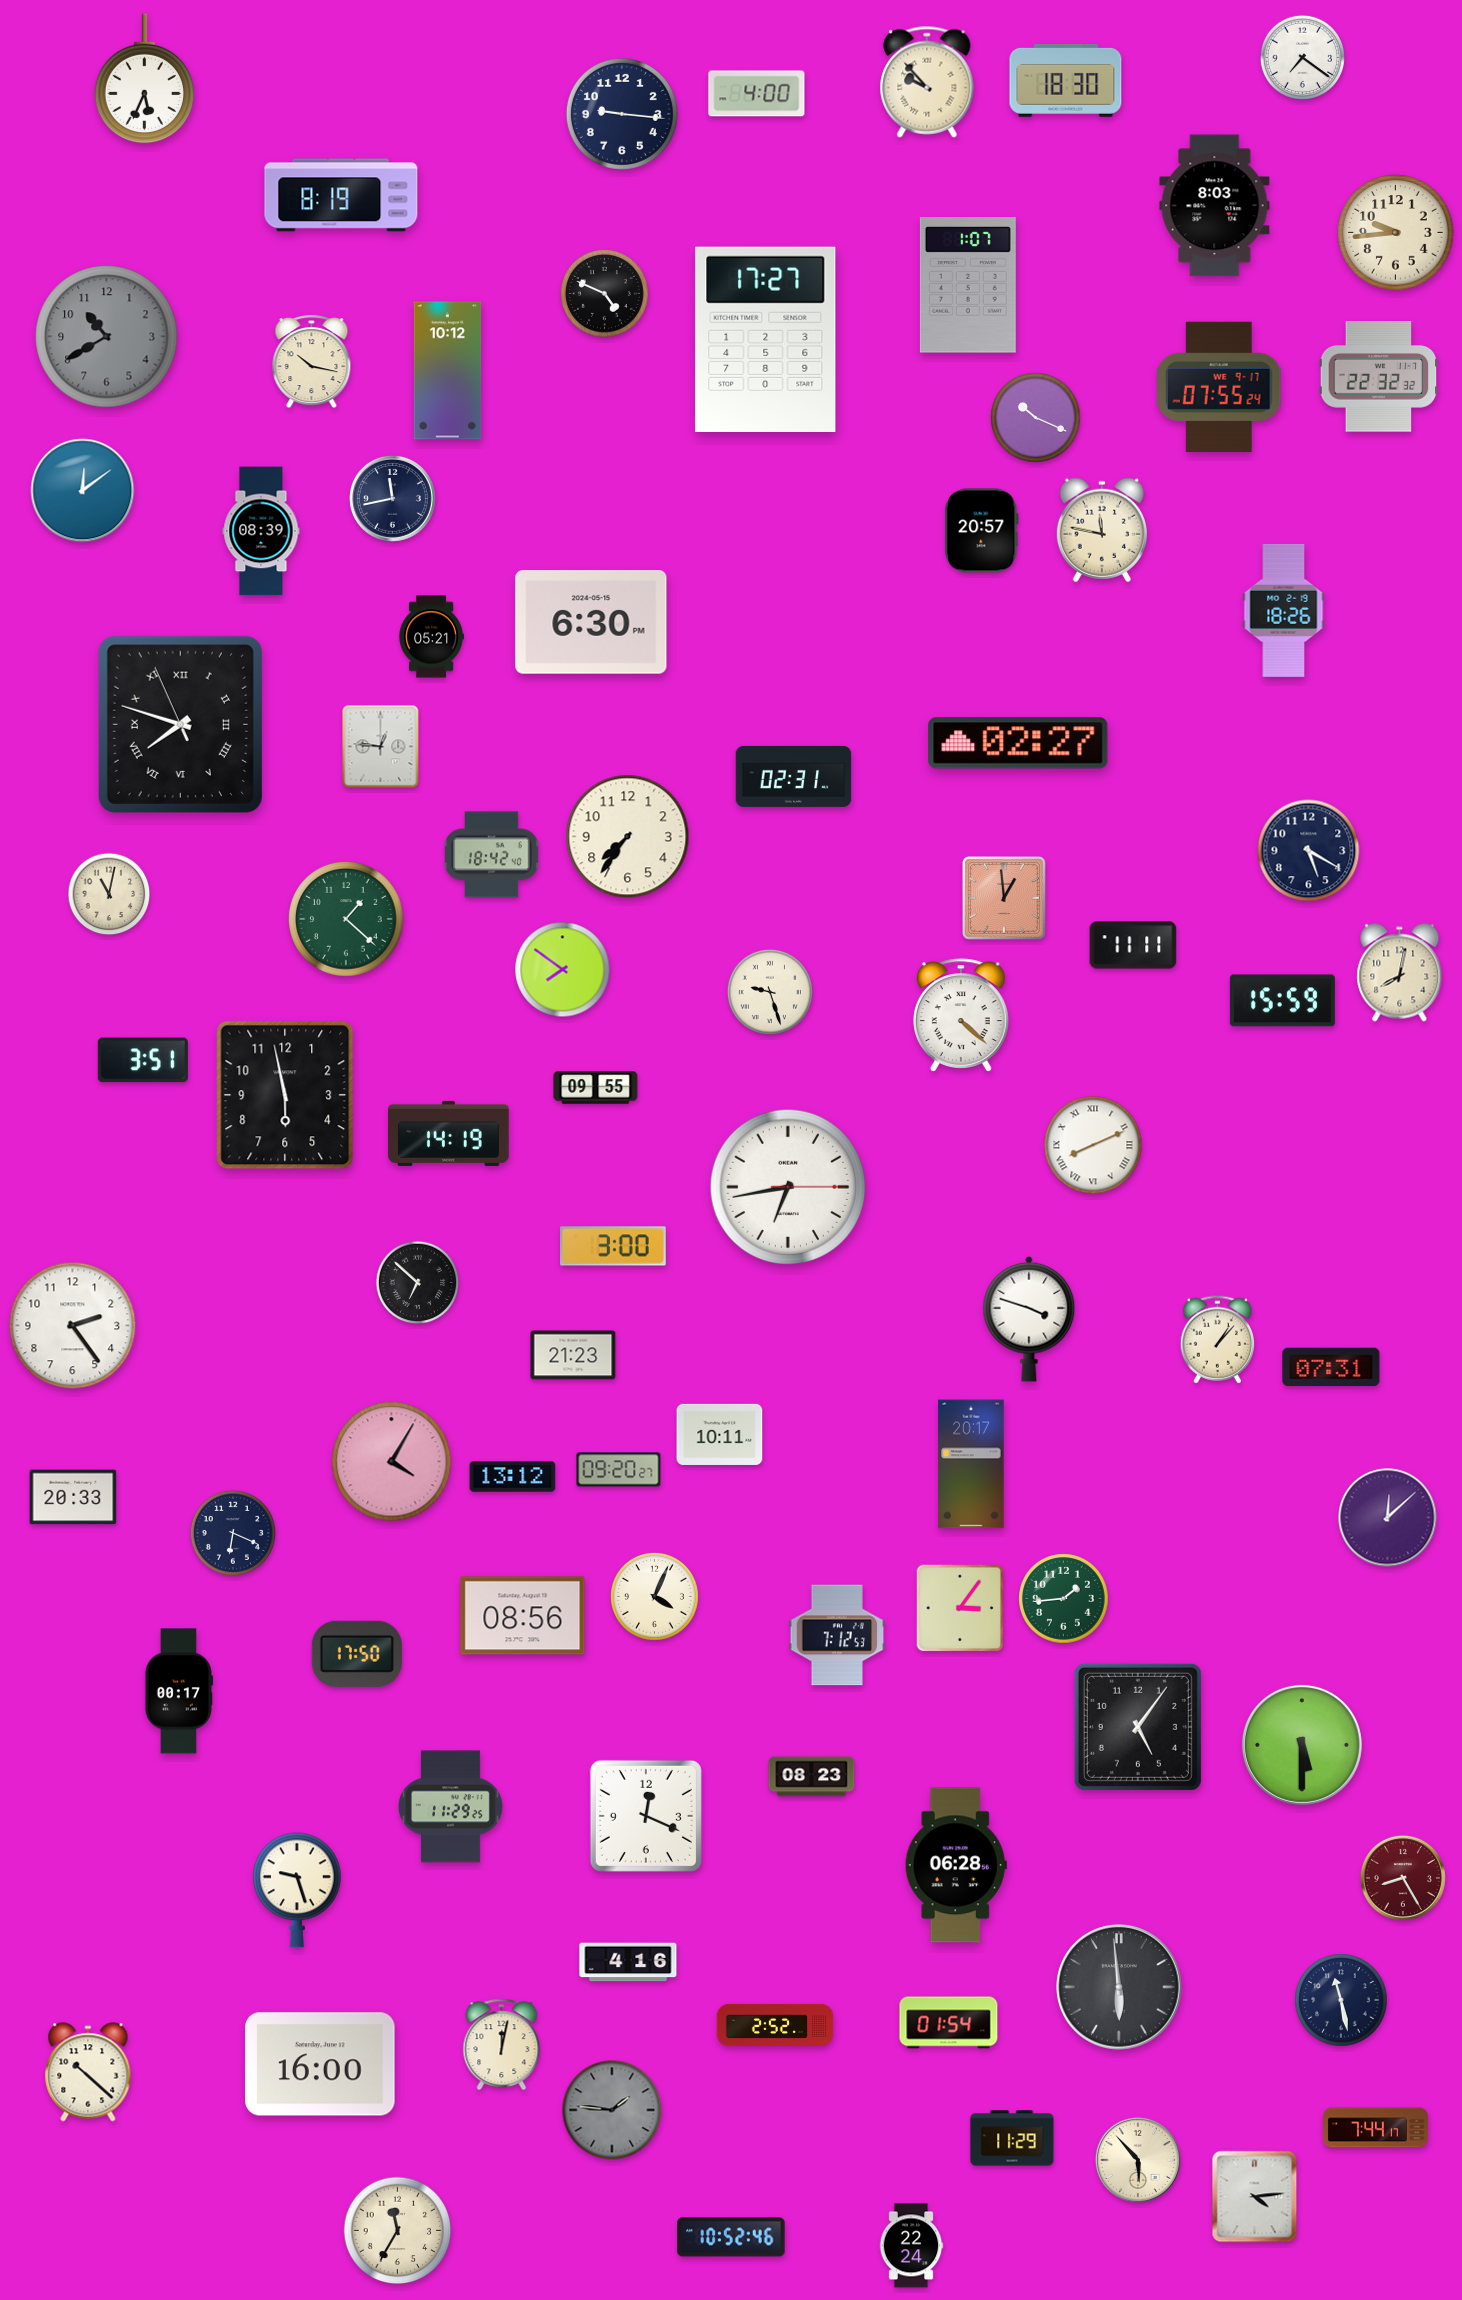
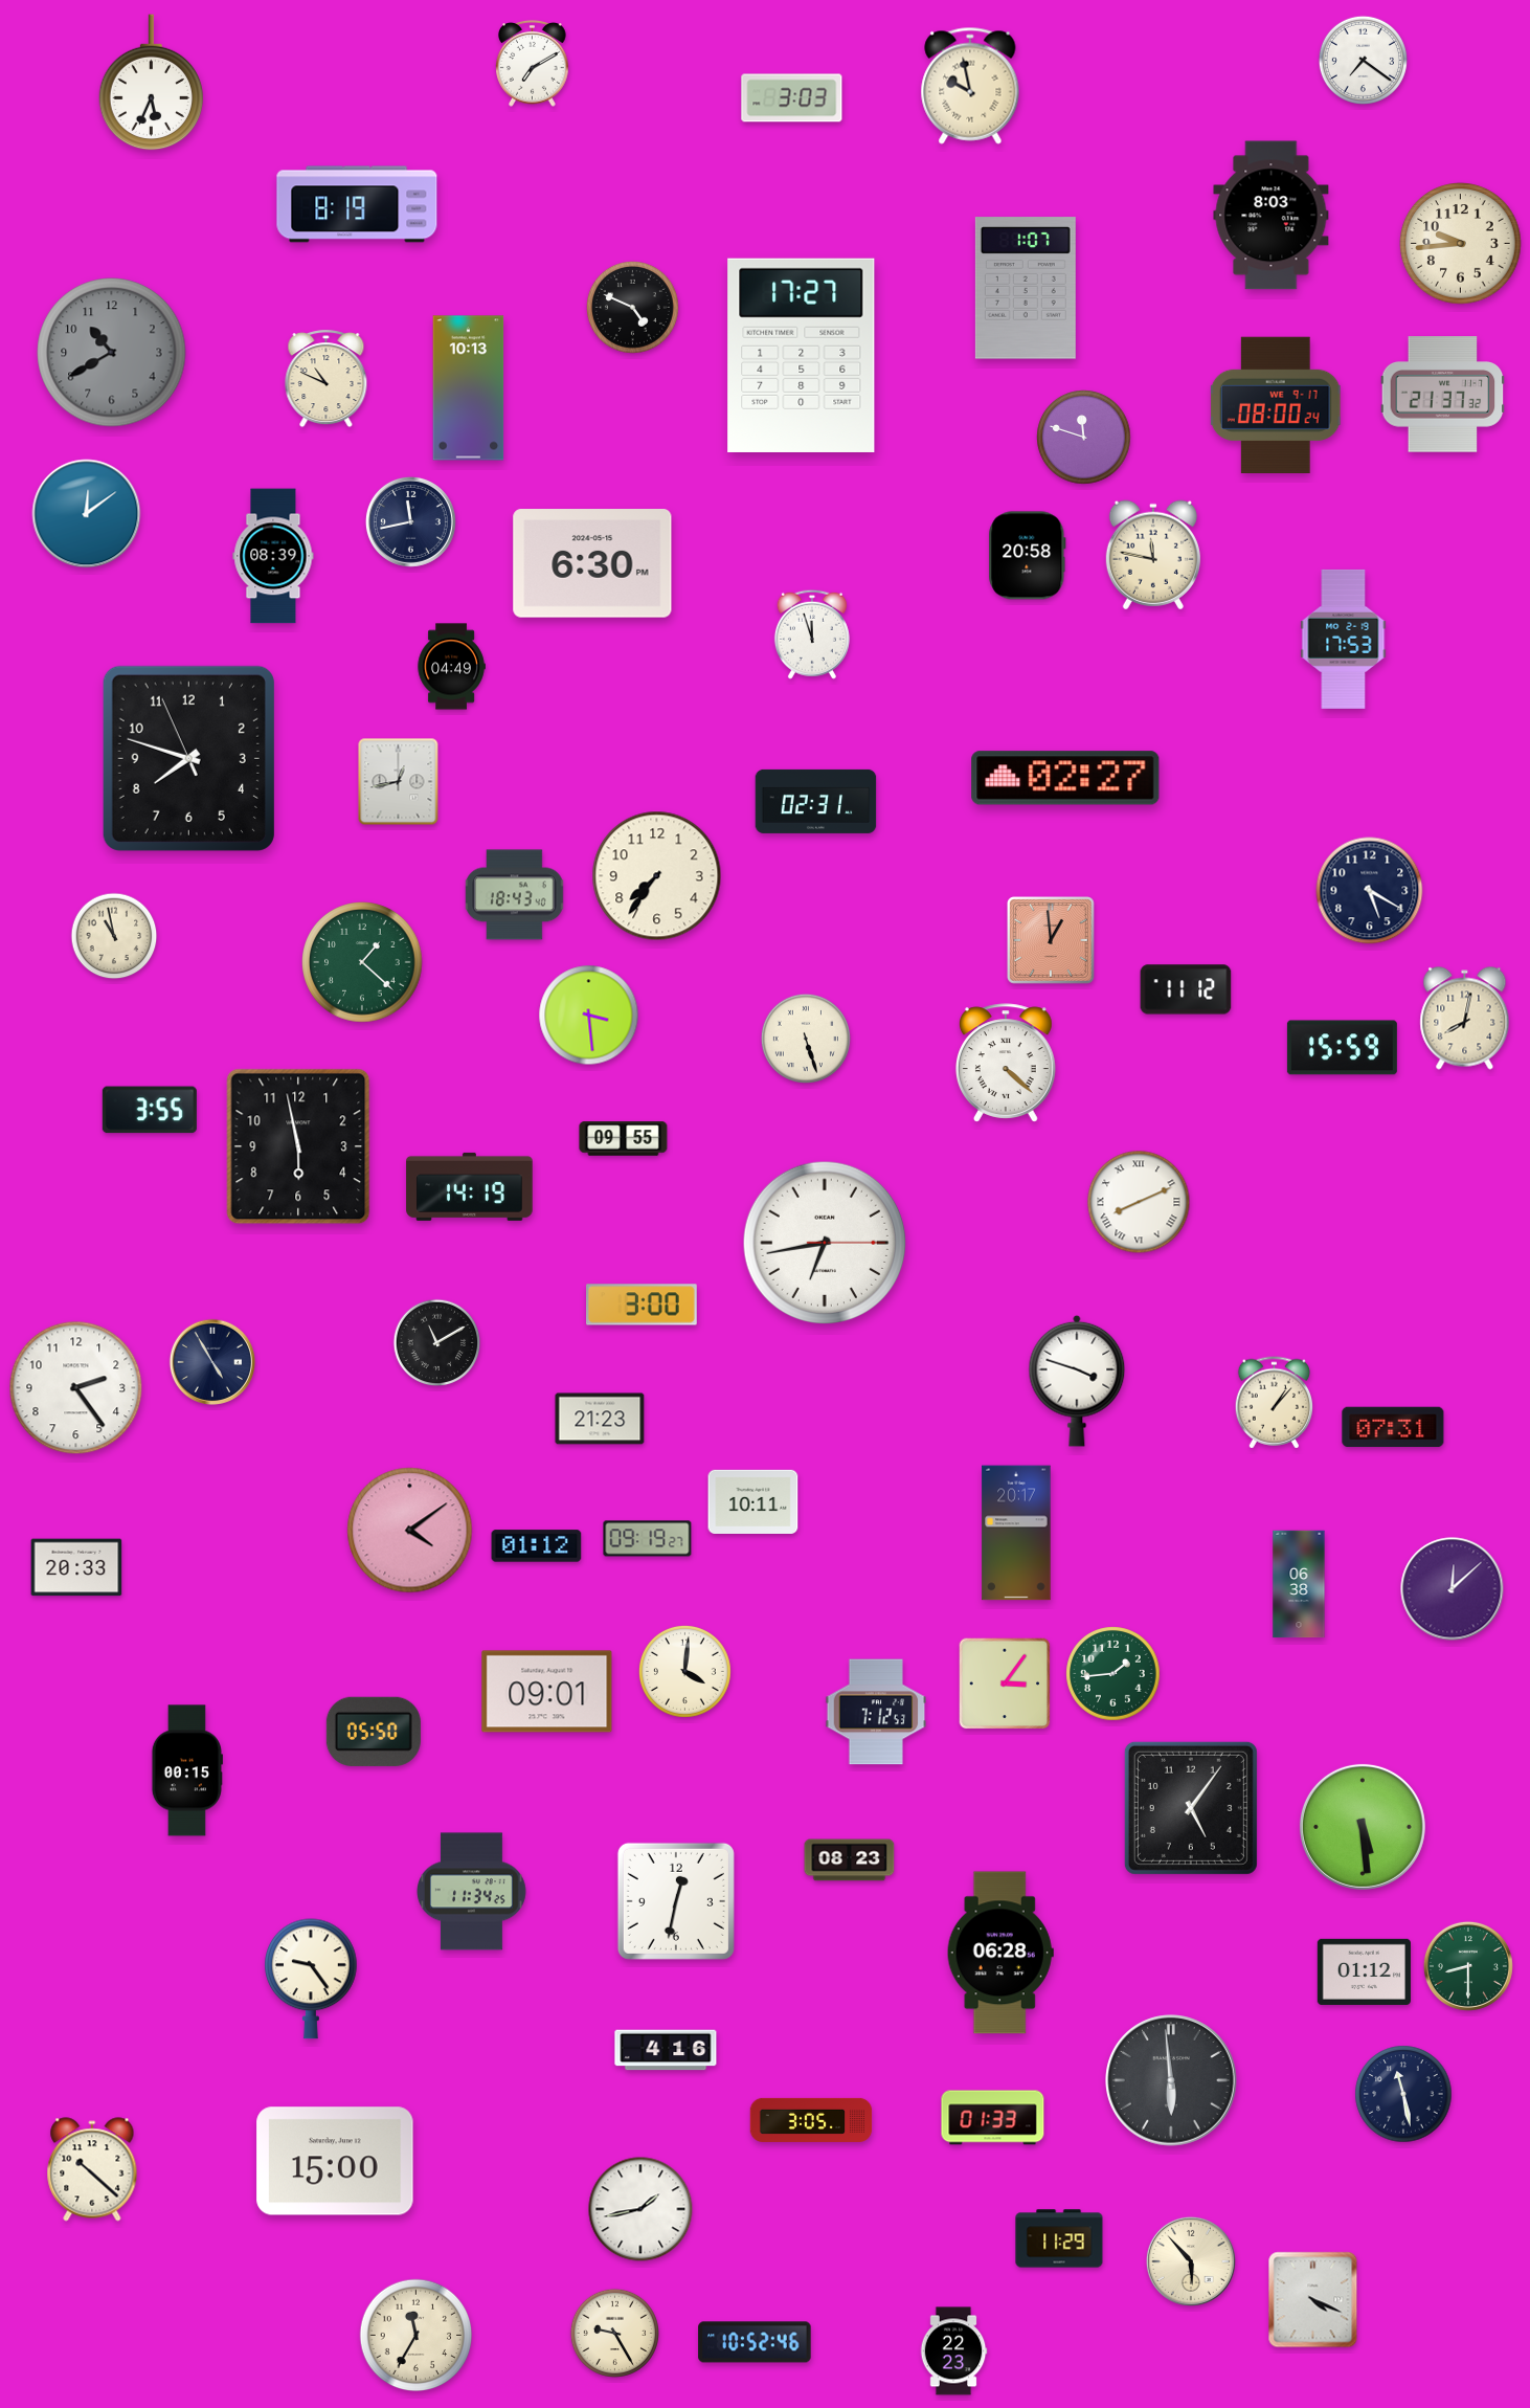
clock at (533, 63): none -> 7:10
clock at (1066, 80): 18:30 -> none
clock at (927, 82): 9:53 -> 9:58
clock at (757, 94): 4:00 -> 3:03
clock at (622, 114): 9:16 -> none
clock at (968, 285) position: (968, 285) -> (1026, 288)
clock at (312, 362): 10:17 -> 10:49
clock at (448, 371): 10:12 -> 10:13
clock at (1379, 377): 22:32 -> 21:37
clock at (1219, 386): 07:55 -> 08:00
clock at (1036, 418): 10:19 -> 11:48
clock at (982, 531): 20:57 -> 20:58
clock at (812, 634): none -> 11:57
clock at (1284, 610): 18:26 -> 17:53
clock at (591, 622) position: (591, 622) -> (592, 563)
clock at (431, 637): 05:21 -> 04:49
clock at (180, 724) numerals: Roman -> Arabic
clock at (381, 747): 12:46 -> 12:43
clock at (794, 776) position: (794, 776) -> (816, 801)
clock at (492, 855): 18:42 -> 18:43
clock at (109, 894): 11:02 -> 10:58
clock at (1133, 945): 11:11 -> 11:12
clock at (563, 970): 7:51 -> 3:29
clock at (770, 992): 9:27 -> 5:27
clock at (143, 1060): 3:51 -> 3:55
clock at (1093, 1145) position: (1093, 1145) -> (1139, 1202)
clock at (418, 1283): 6:52 -> 11:10
clock at (211, 1361): none -> 4:55
clock at (1331, 1367) position: (1331, 1367) -> (1393, 1427)
clock at (392, 1462): 4:05 -> 4:09
clock at (619, 1470): 09:20 -> 09:19
clock at (513, 1477): 13:12 -> 01:12
clock at (1299, 1584): none -> 06:38
clock at (233, 1533): 6:19 -> none
clock at (654, 1596): 4:04 -> 4:01
clock at (523, 1616): 08:56 -> 09:01
clock at (357, 1654): 17:50 -> 05:50
clock at (179, 1691): 00:17 -> 00:15
clock at (1302, 1745): 5:30 -> 5:29
clock at (451, 1807): 11:29 -> 11:34
clock at (646, 1816): 12:19 -> 12:32
clock at (1403, 1878): 8:25 -> 8:30
clock at (1403, 1878) dial: burgundy -> green
clock at (1364, 1971): none -> 01:12
clock at (298, 1890): 9:27 -> 9:24
clock at (628, 1962) position: (628, 1962) -> (666, 2050)
clock at (949, 2023): 01:54 -> 01:33
clock at (775, 2025): 2:52 -> 3:05
clock at (502, 2045): 12:02 -> none
clock at (320, 2064): 16:00 -> 15:00
clock at (612, 2110): 1:46 -> 1:43
clock at (612, 2110) dial: grey -> white
clock at (1375, 2128): 7:44 -> none
clock at (1255, 2197): 4:14 -> 4:19
clock at (614, 2333): none -> 9:25
clock at (731, 2237) position: (731, 2237) -> (755, 2342)
clock at (911, 2246): 22:24 -> 22:23
